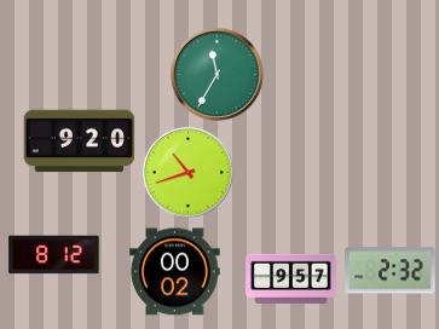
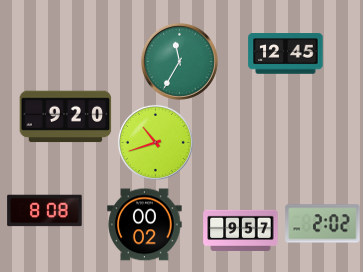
clock at (286, 54): none -> 12:45
clock at (54, 255): 8:12 -> 8:08
clock at (391, 271): 2:32 -> 2:02
